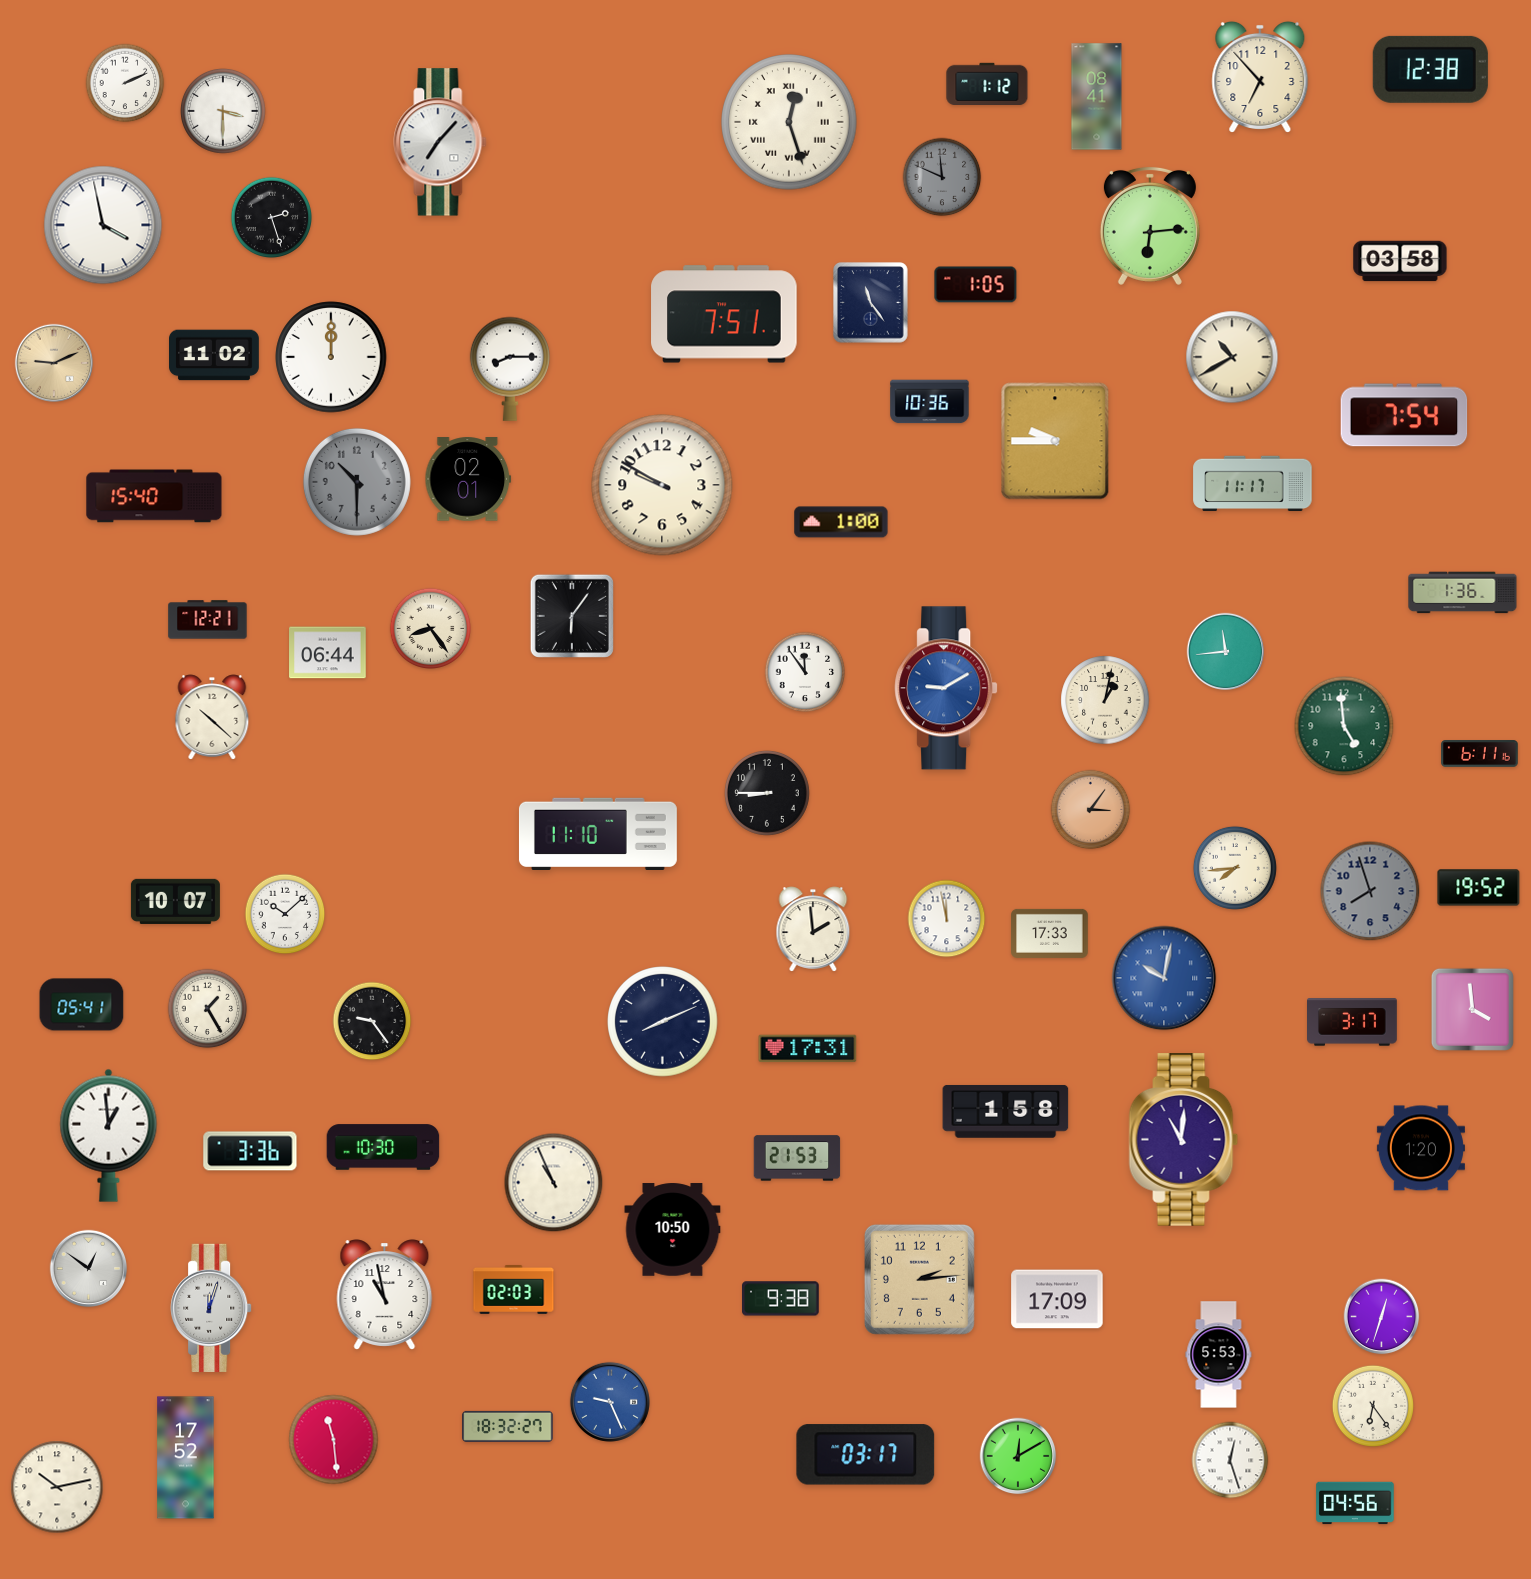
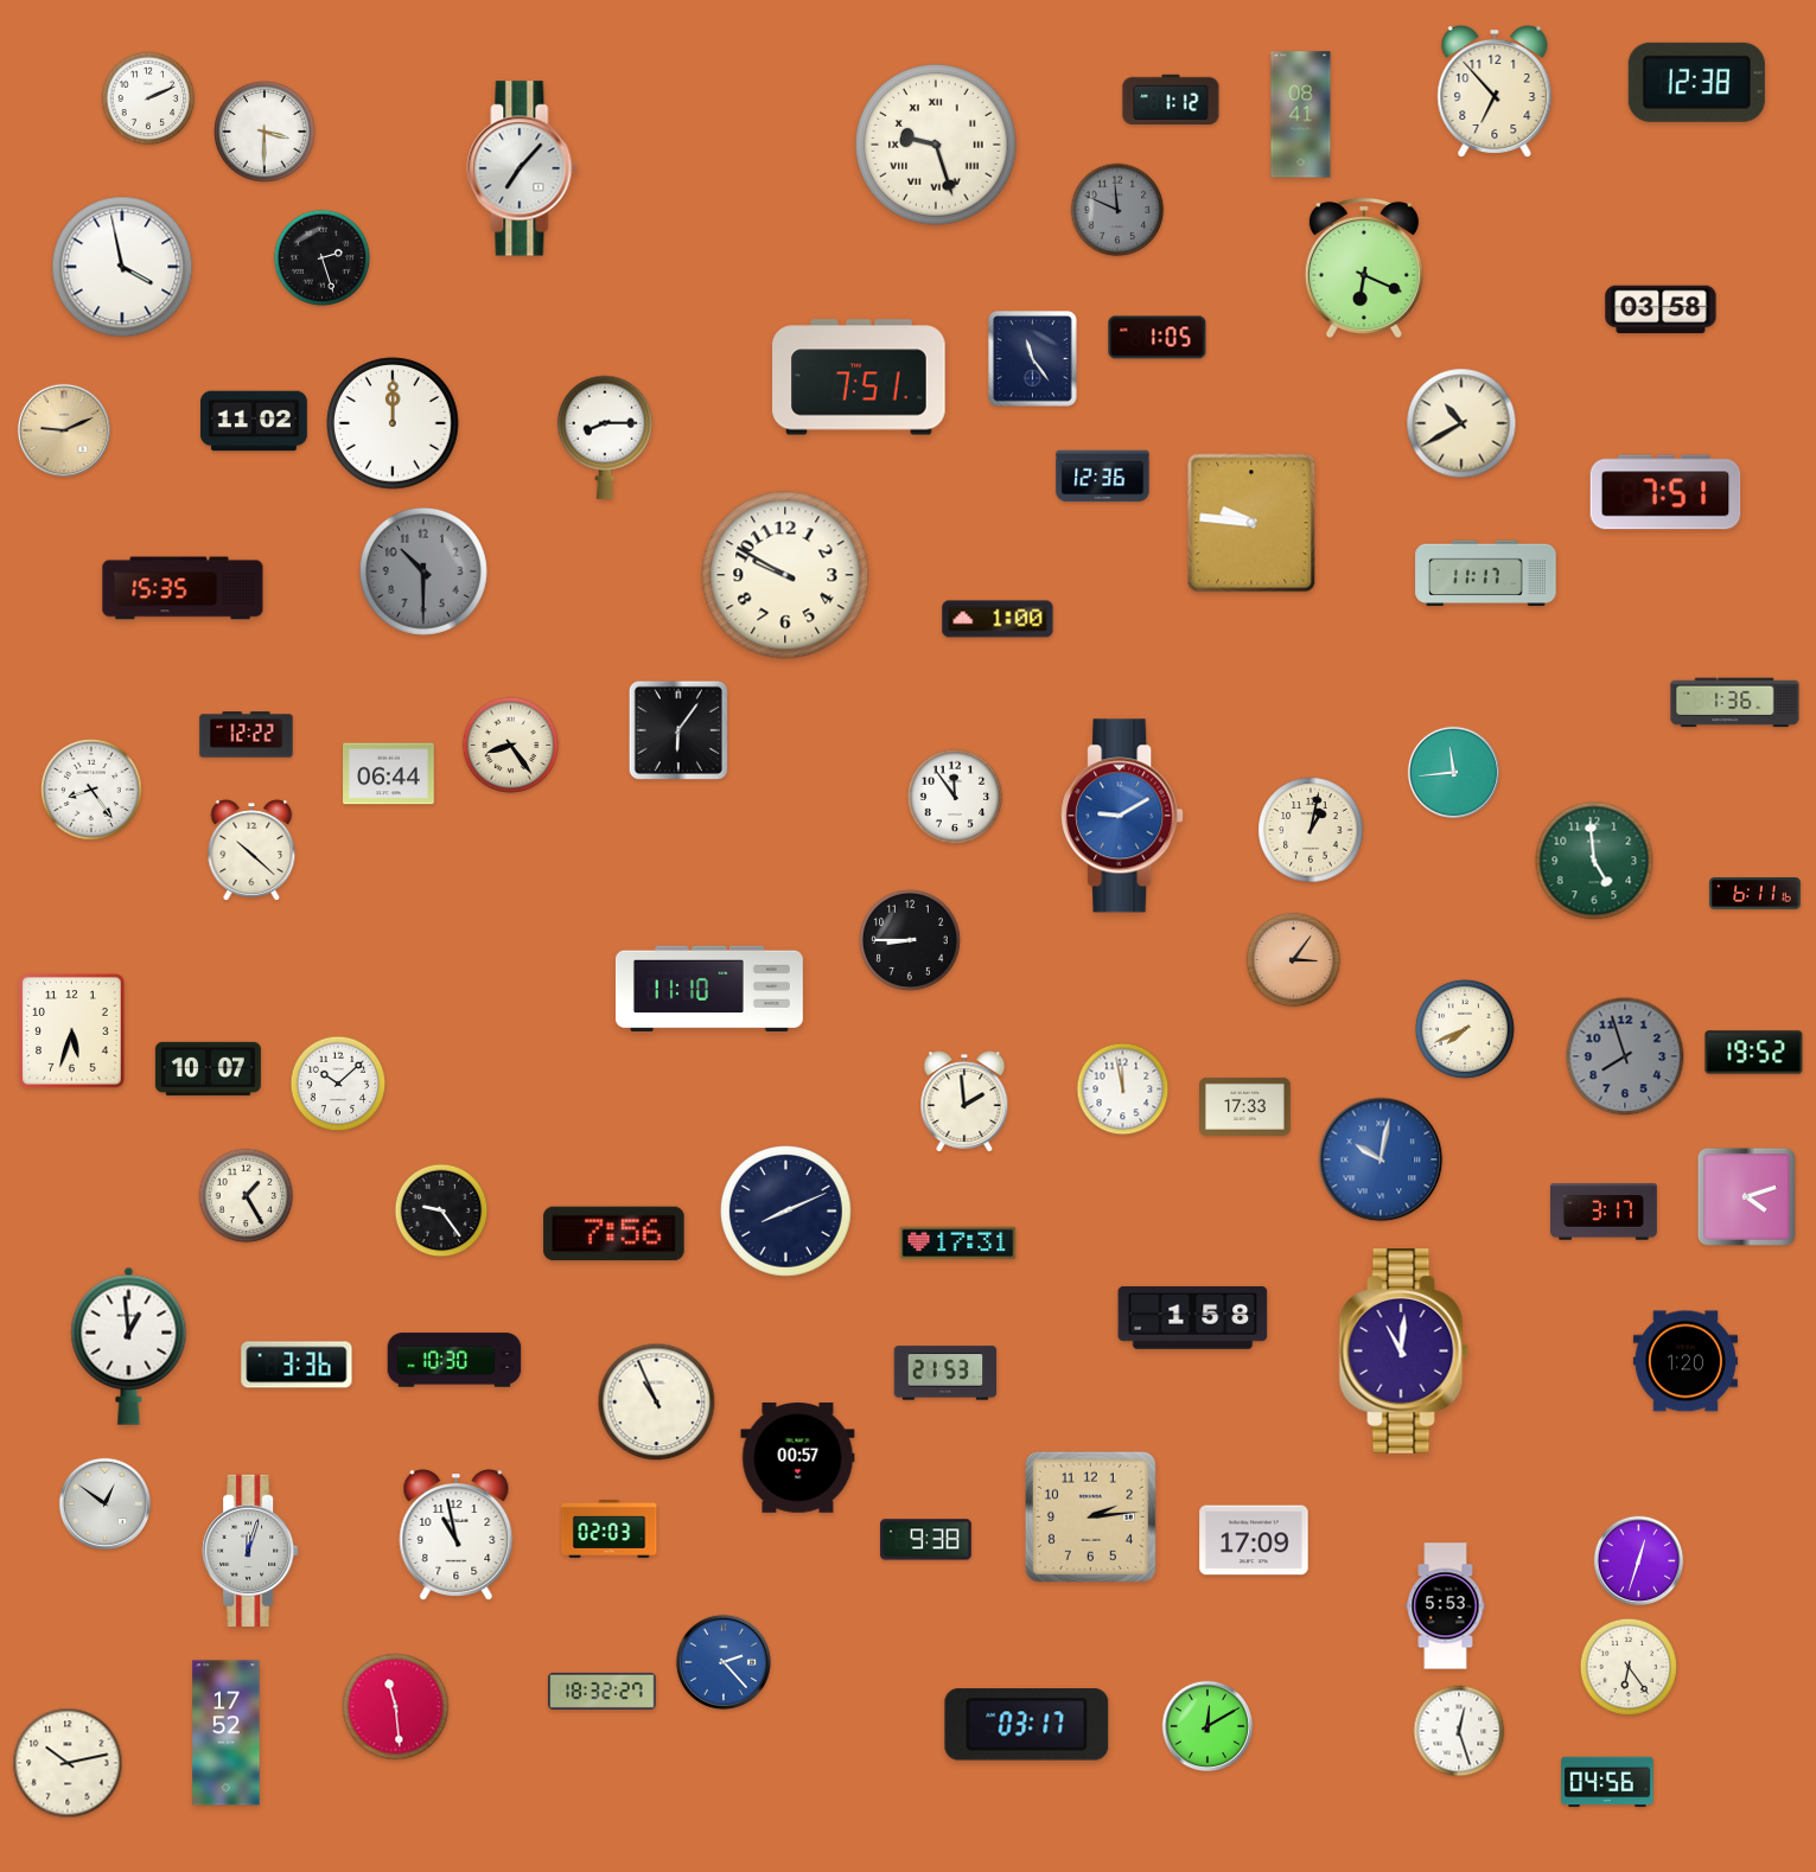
clock at (789, 122): 12:27 -> 9:27
clock at (1150, 226): 6:14 -> 6:19
clock at (724, 314) position: (724, 314) -> (859, 377)
clock at (930, 402): 10:36 -> 12:36
clock at (1404, 415): 7:54 -> 7:51
clock at (1055, 441): 9:45 -> 9:46
clock at (468, 479): 02:01 -> none
clock at (154, 496): 15:40 -> 15:35
clock at (208, 620): 12:21 -> 12:22
clock at (93, 791): none -> 8:24
clock at (1235, 868): 7:44 -> 7:41
clock at (72, 1031): none -> 5:33
clock at (82, 1005): 05:41 -> none
clock at (1472, 1009): 3:59 -> 4:12
clock at (614, 1234): none -> 7:56
clock at (673, 1230): 10:50 -> 00:57
clock at (610, 1402): 9:26 -> 2:23
clock at (186, 1458) position: (186, 1458) -> (227, 1733)
